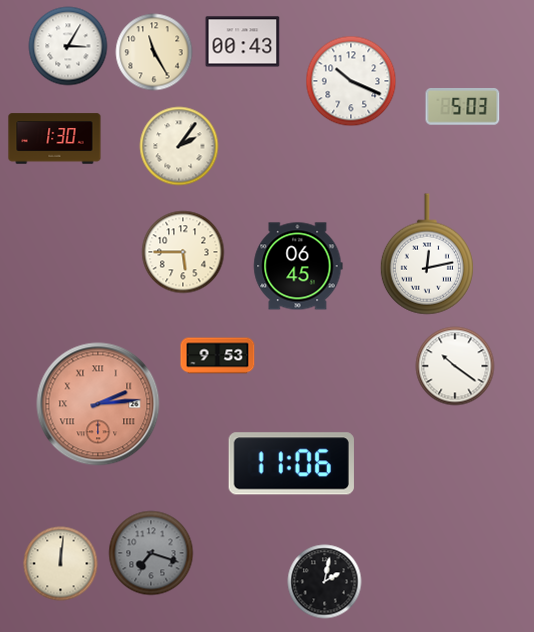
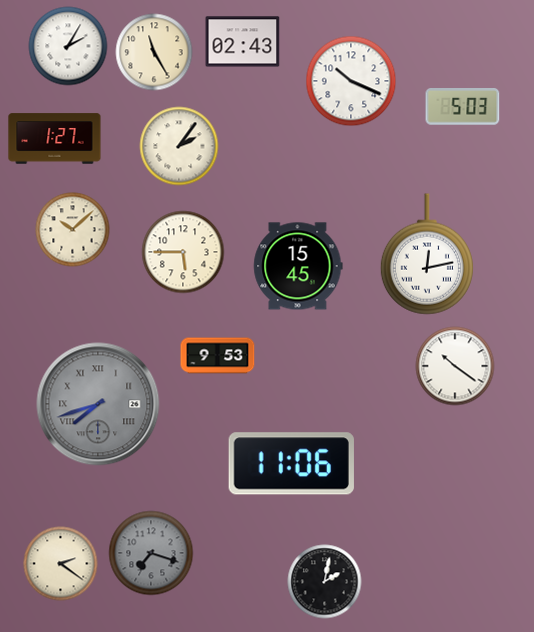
clock at (243, 42): 00:43 -> 02:43
clock at (68, 46): 3:05 -> 2:05
clock at (55, 139): 1:30 -> 1:27
clock at (73, 230): none -> 10:08
clock at (298, 266): 06:45 -> 15:45
clock at (98, 404): 2:14 -> 7:42
clock at (98, 404) dial: salmon -> grey
clock at (61, 564): 12:01 -> 2:21
